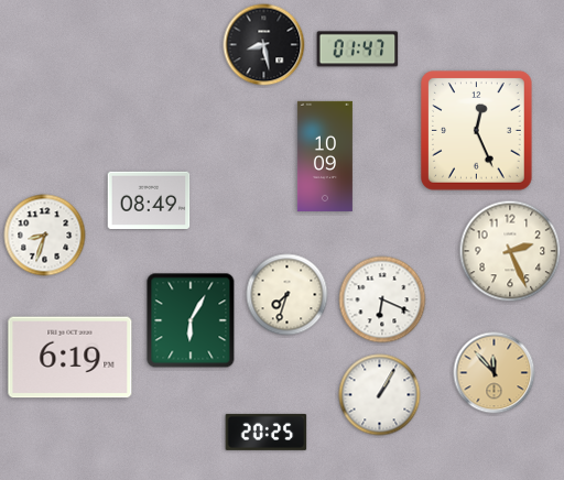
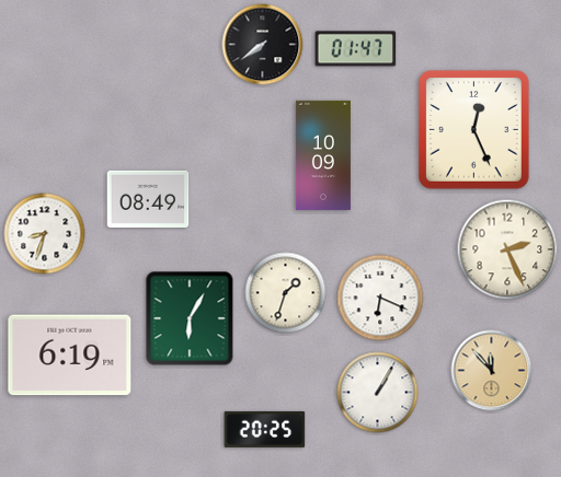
clock at (264, 45): 8:28 -> 7:39
clock at (288, 295): 7:33 -> 1:33
